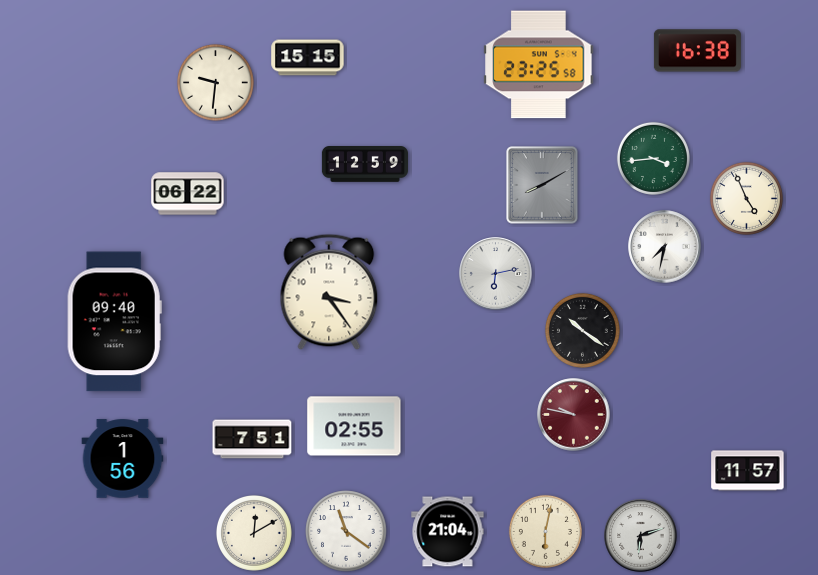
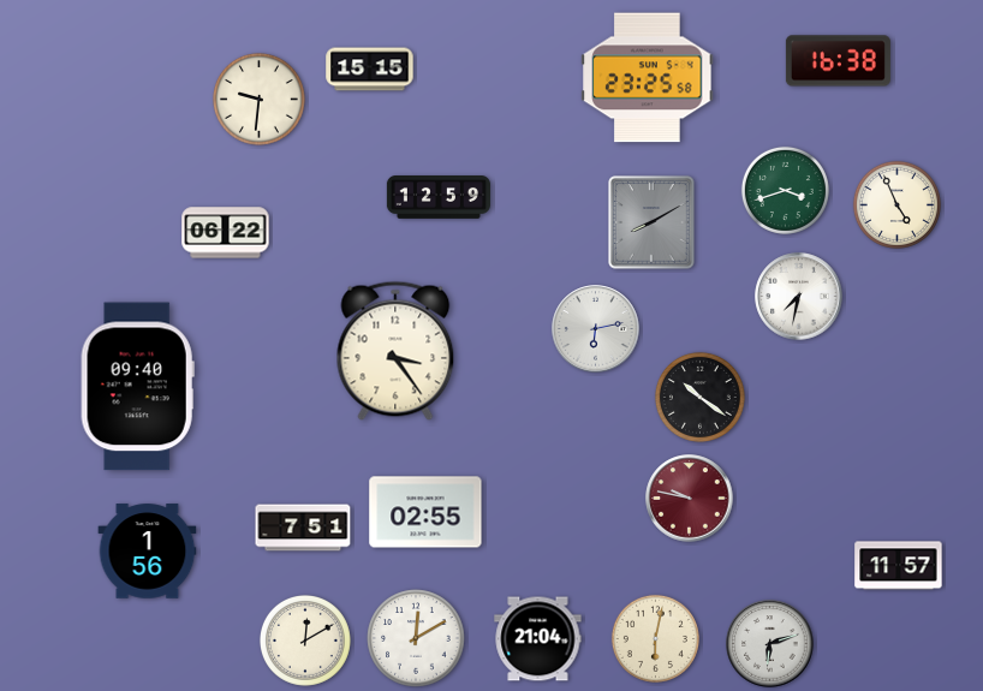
clock at (653, 158): 3:44 -> 3:42
clock at (746, 198) position: (746, 198) -> (896, 204)
clock at (346, 531): 11:21 -> 12:10
